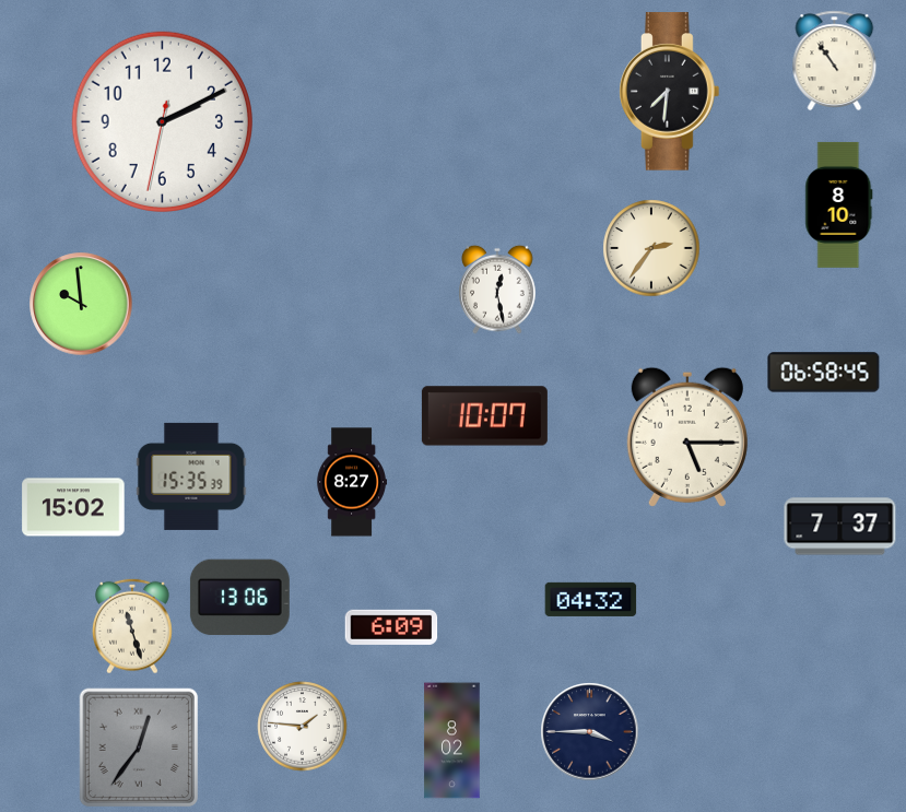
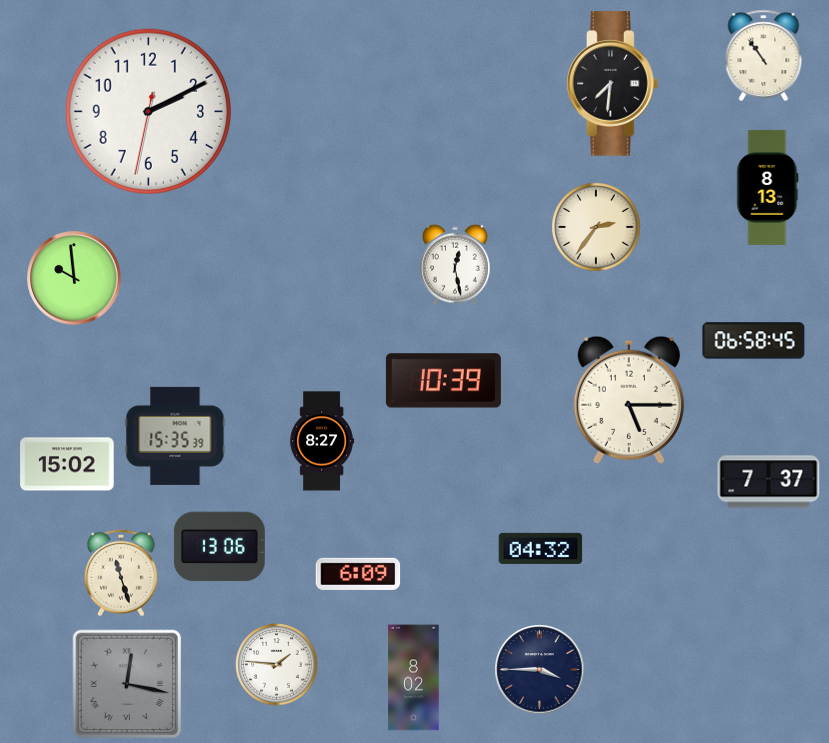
clock at (839, 204): 8:10 -> 8:13
clock at (484, 416): 10:07 -> 10:39
clock at (139, 748): 12:36 -> 12:17
